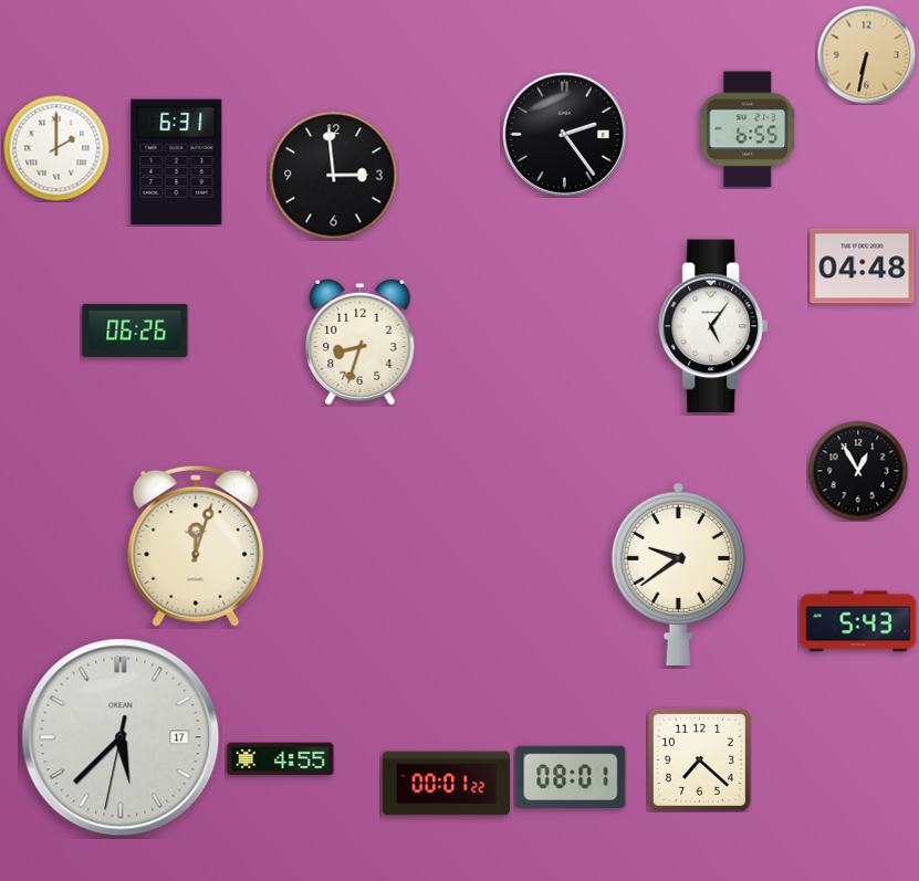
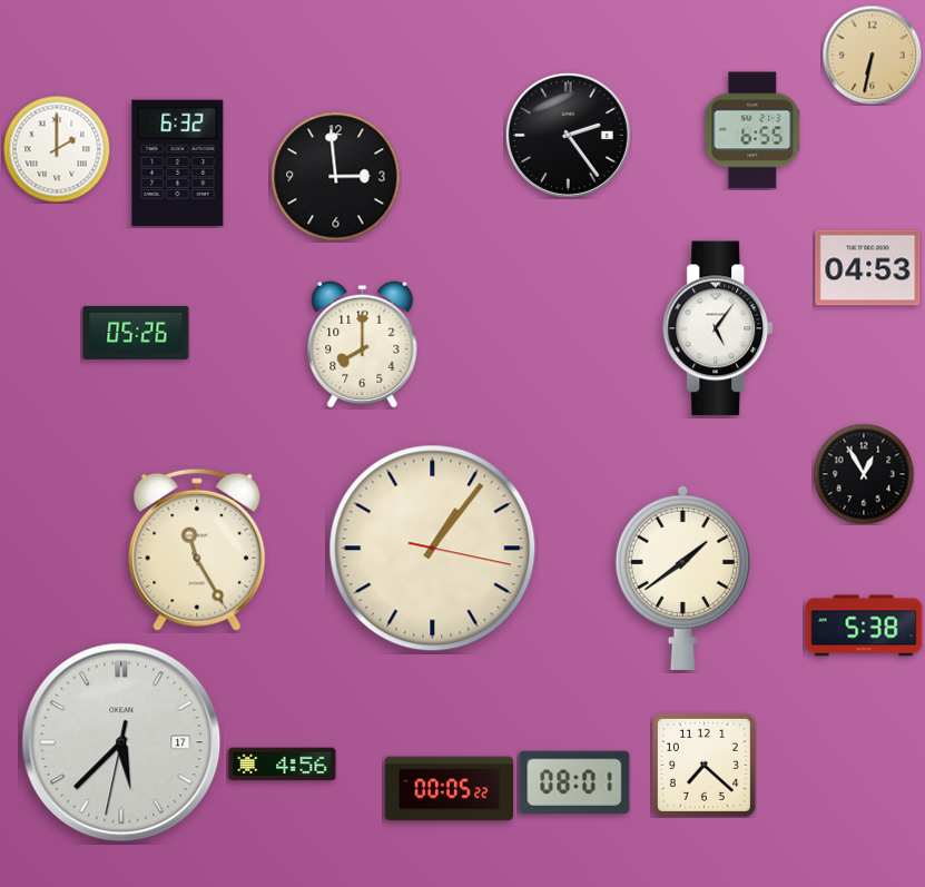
clock at (177, 162): 6:31 -> 6:32
clock at (863, 266): 04:48 -> 04:53
clock at (135, 331): 06:26 -> 05:26
clock at (361, 342): 8:33 -> 8:00
clock at (433, 549): none -> 1:06
clock at (196, 546): 12:03 -> 11:25
clock at (678, 574): 9:39 -> 1:39
clock at (858, 621): 5:43 -> 5:38
clock at (281, 759): 4:55 -> 4:56
clock at (447, 784): 00:01 -> 00:05
